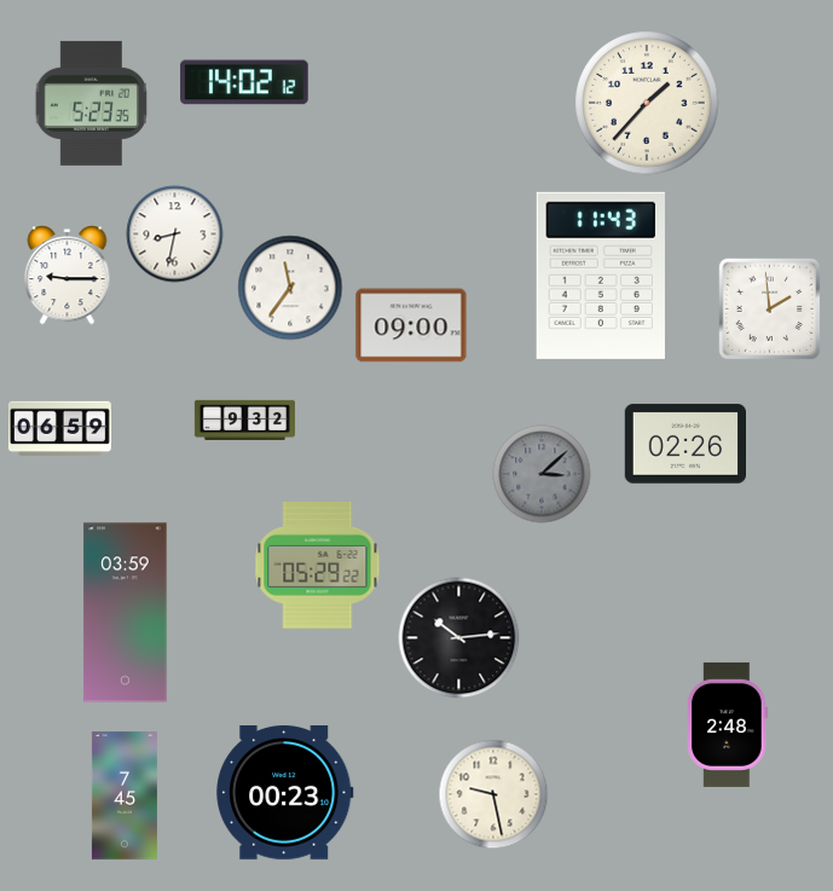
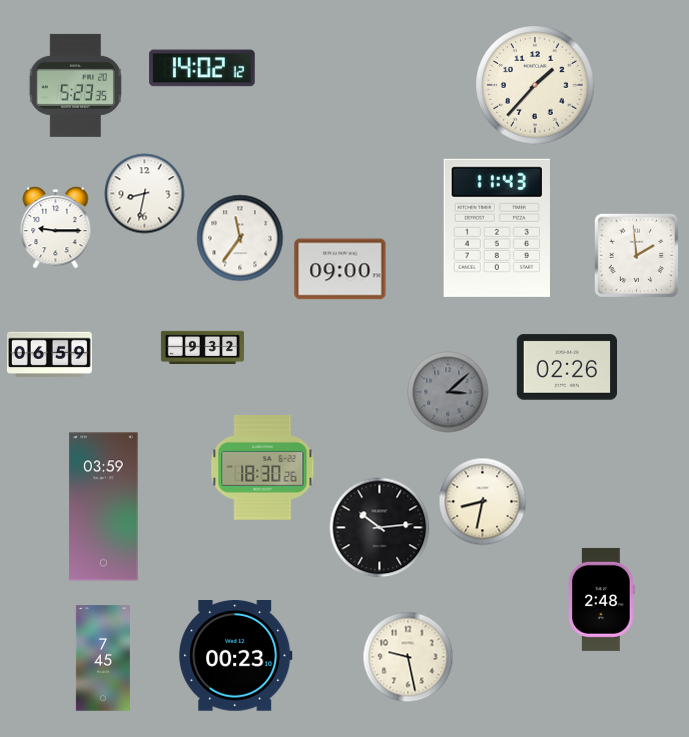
clock at (318, 566): 05:29 -> 18:30
clock at (483, 502): none -> 8:32
